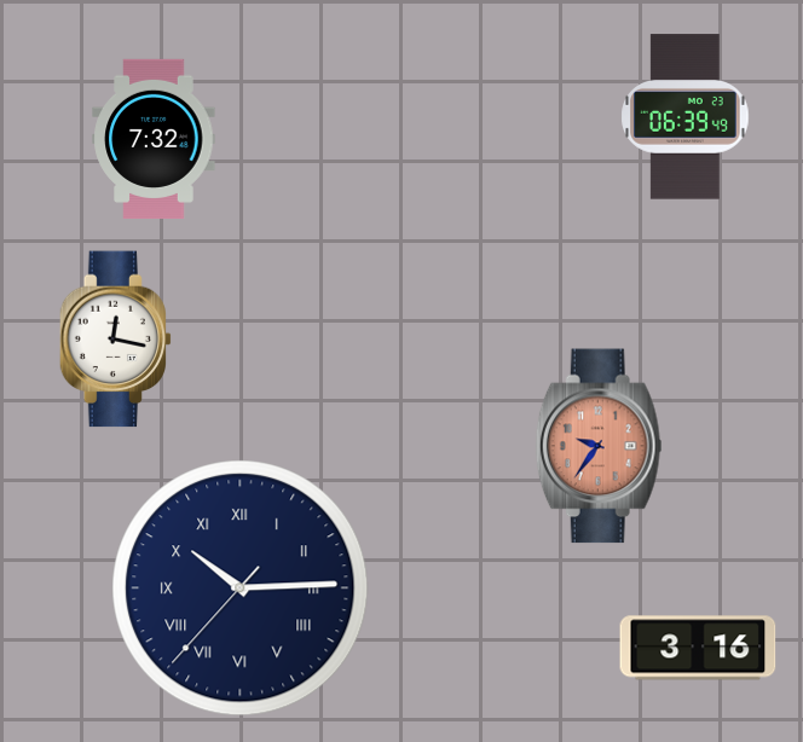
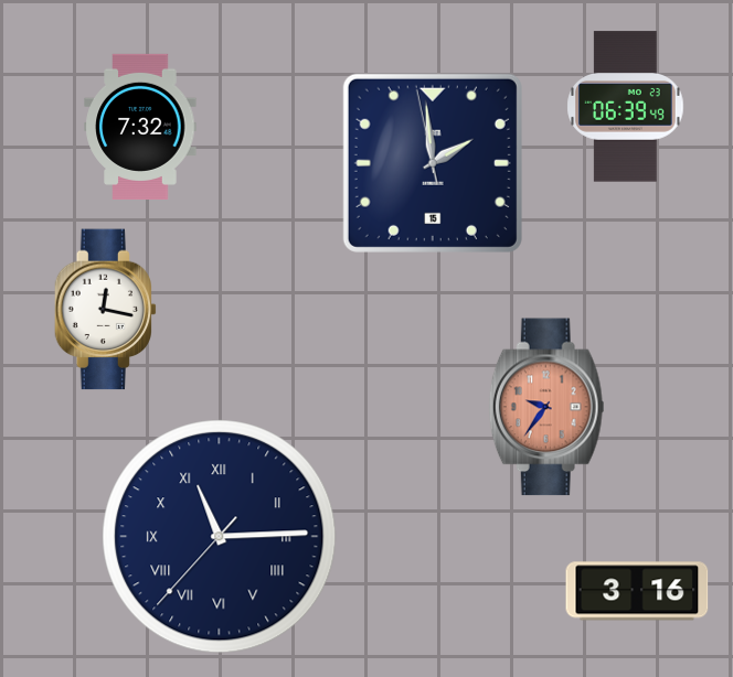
clock at (433, 163): none -> 1:58
clock at (241, 589): 10:14 -> 11:14
